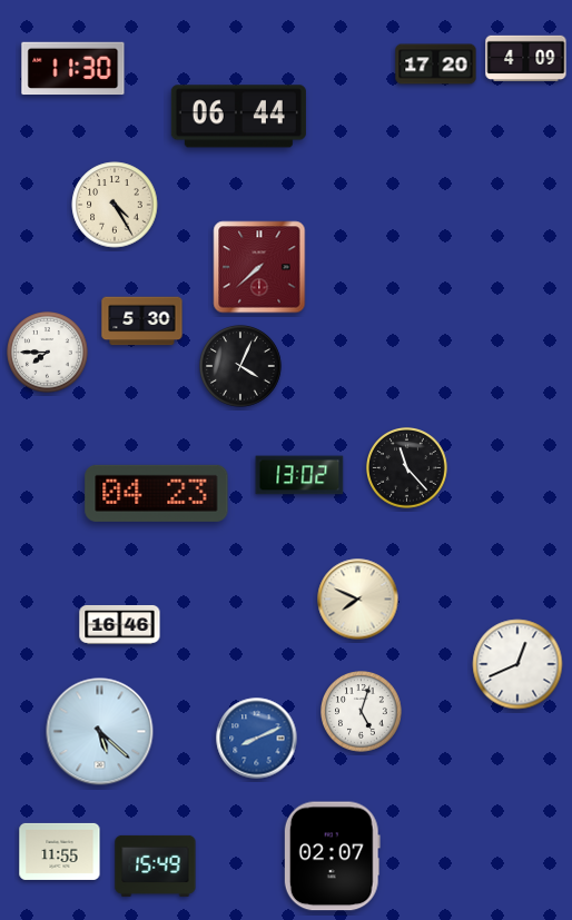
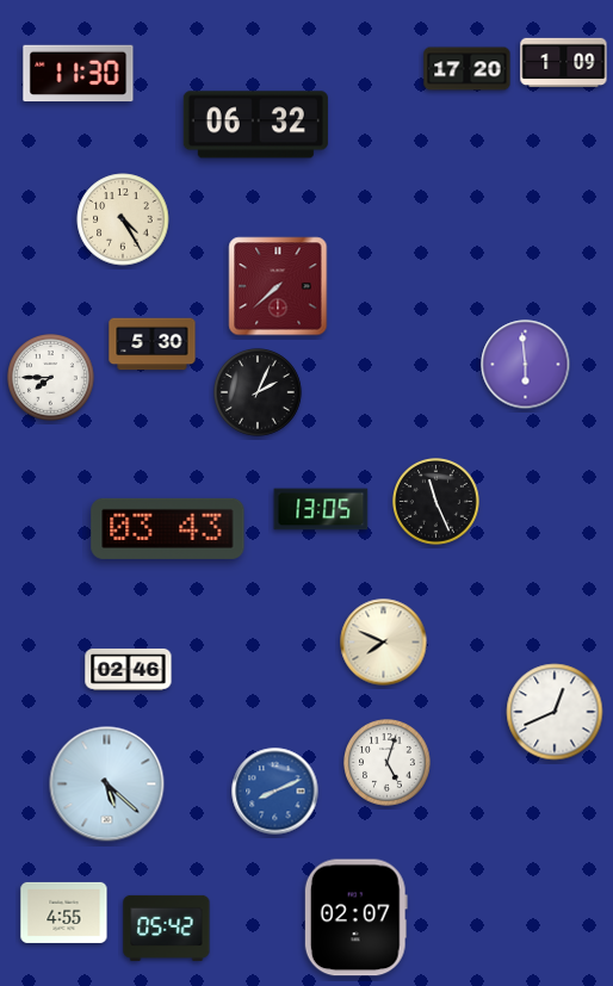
clock at (526, 58): 4:09 -> 1:09
clock at (238, 117): 06:44 -> 06:32
clock at (526, 365): none -> 5:59
clock at (240, 366): 4:04 -> 2:04
clock at (407, 468): 11:23 -> 11:26
clock at (299, 475): 13:02 -> 13:05
clock at (157, 493): 04:23 -> 03:43
clock at (120, 625): 16:46 -> 02:46
clock at (60, 851): 11:55 -> 4:55
clock at (156, 865): 15:49 -> 05:42
